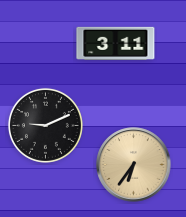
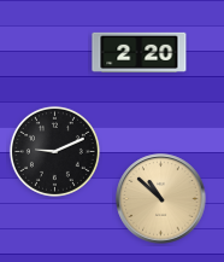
clock at (116, 43): 3:11 -> 2:20
clock at (134, 165): 6:36 -> 10:52
